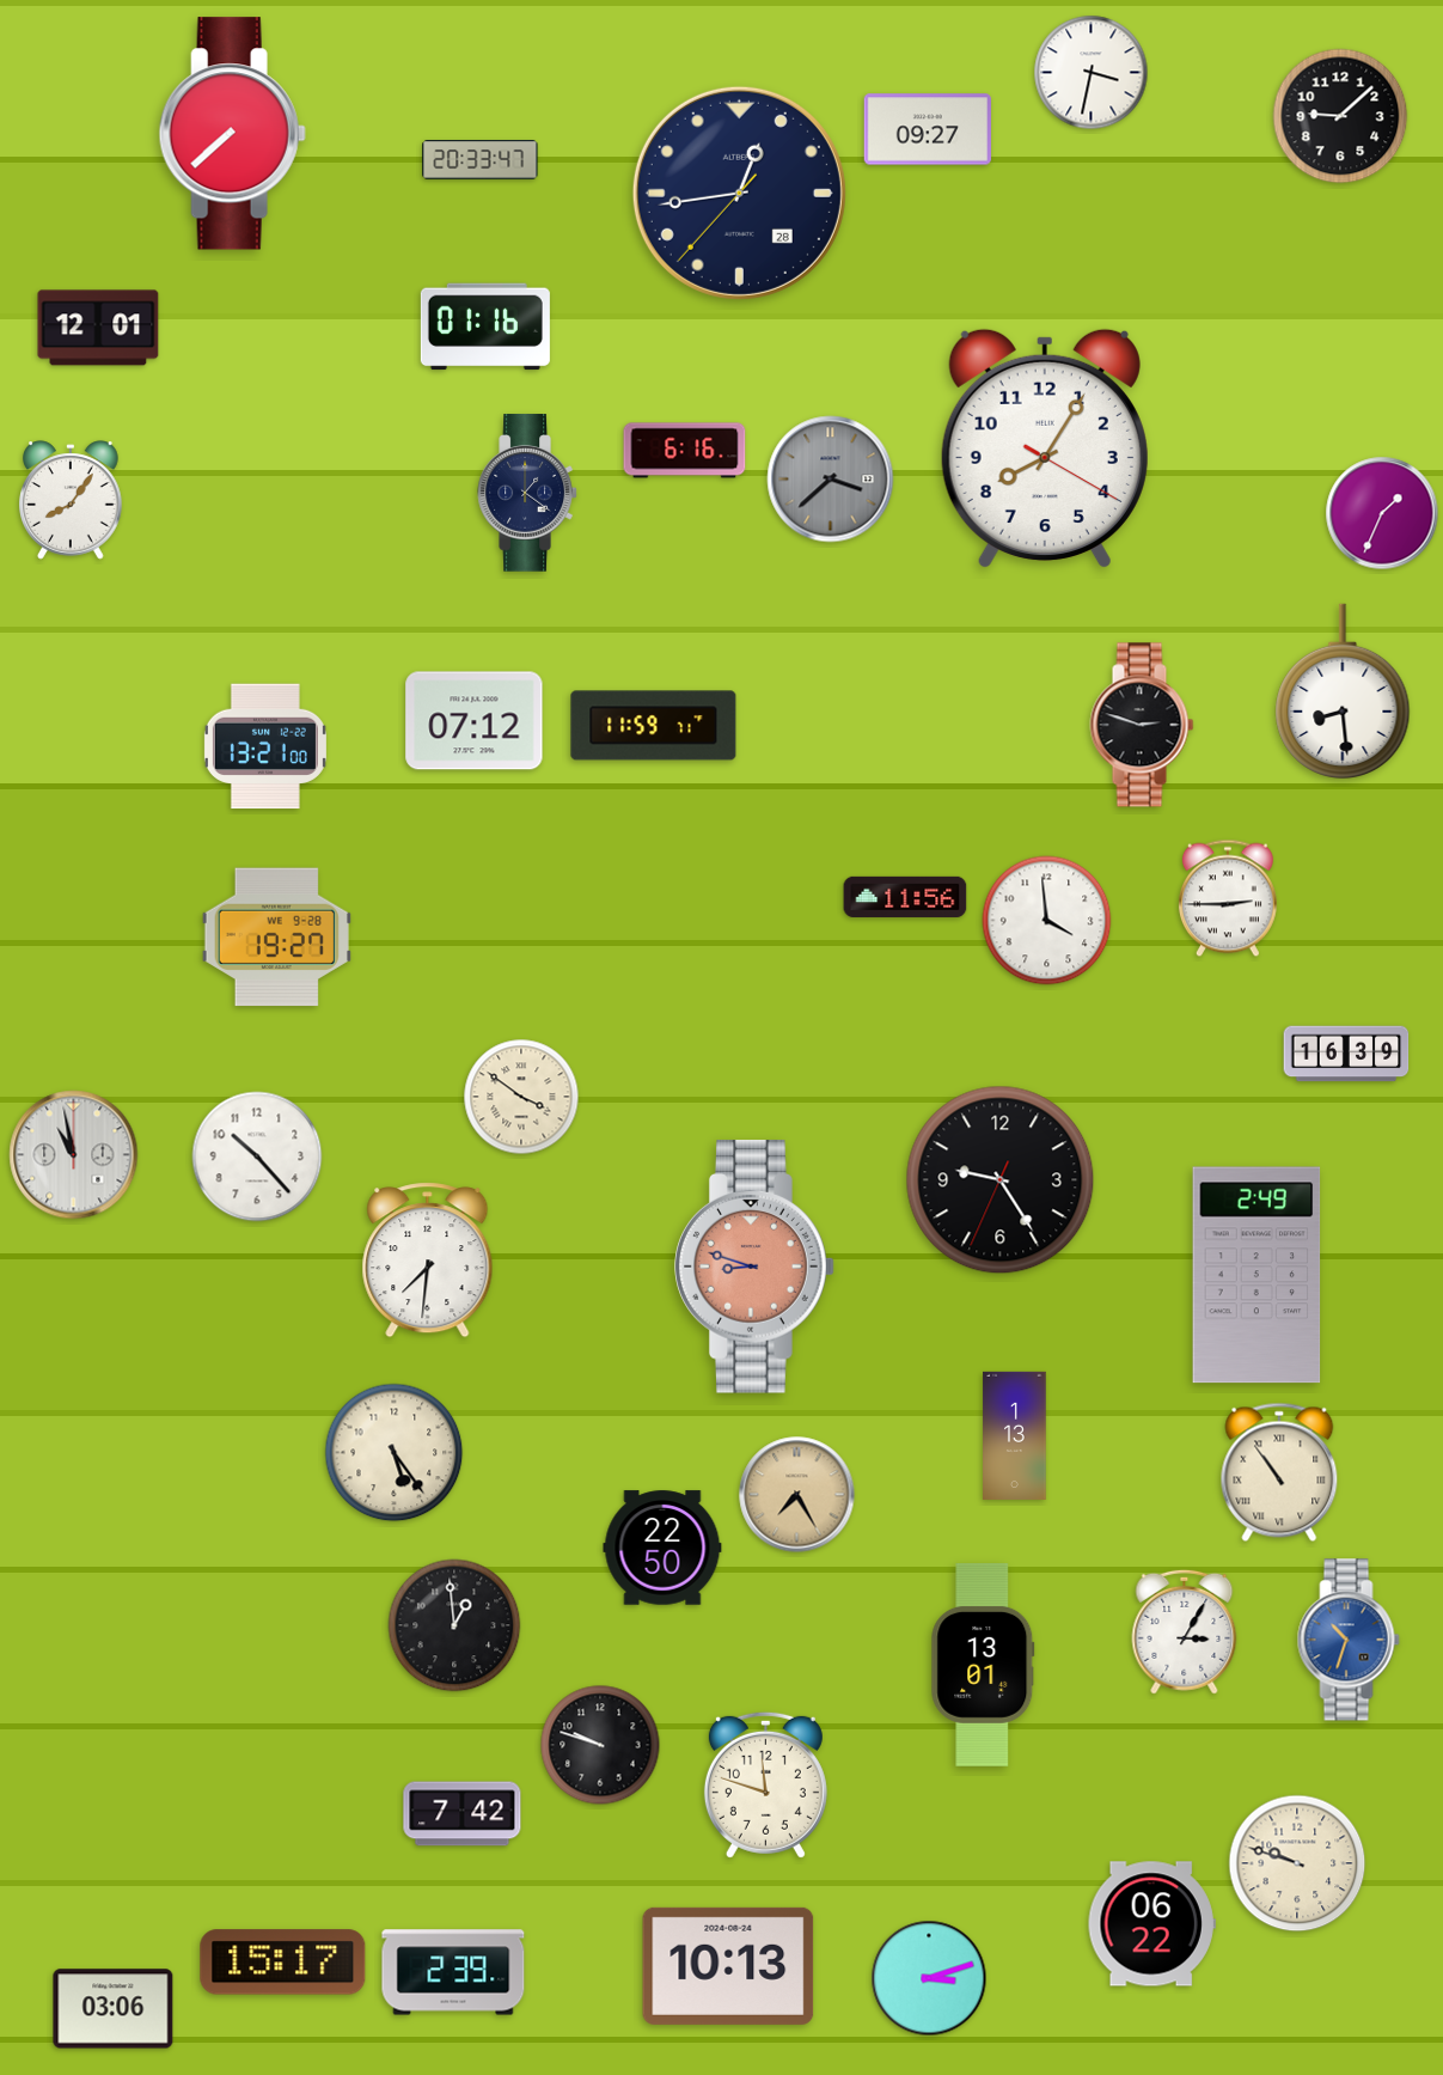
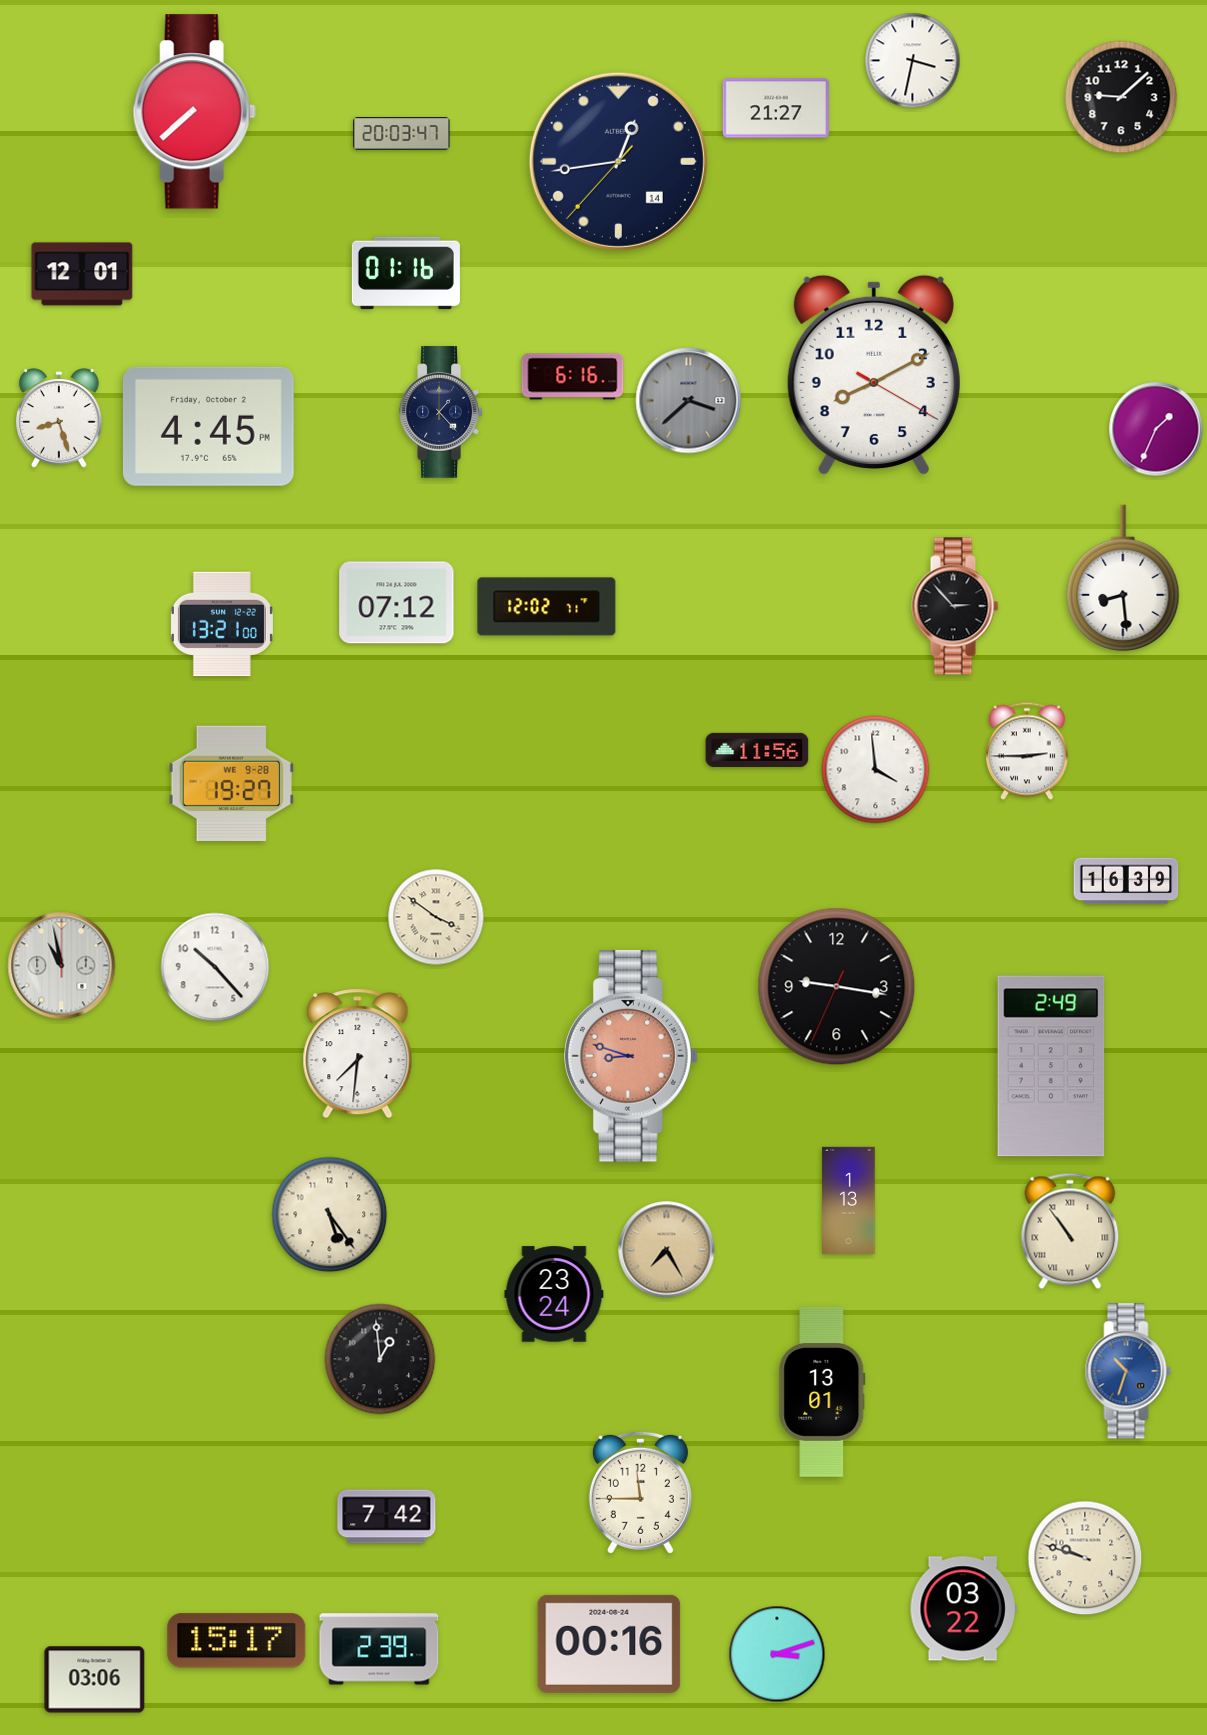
clock at (928, 129): 09:27 -> 21:27
clock at (481, 160): 20:33 -> 20:03
clock at (739, 193) date: 28 -> 14
clock at (1045, 448): 8:05 -> 8:10
clock at (831, 480) position: (831, 480) -> (689, 401)
clock at (527, 493): 1:21 -> 1:23
clock at (72, 500): 8:06 -> 8:27
clock at (208, 426): none -> 4:45
clock at (1142, 725): 2:48 -> 2:53
clock at (654, 726): 11:59 -> 12:02
clock at (1001, 1180): 9:24 -> 9:16
clock at (754, 1267) position: (754, 1267) -> (631, 1056)
clock at (662, 1548): 22:50 -> 23:24
clock at (1185, 1631): 3:05 -> none
clock at (600, 1745): 9:48 -> none
clock at (765, 1784): 11:48 -> 11:45
clock at (1151, 1924): 06:22 -> 03:22
clock at (728, 1966): 10:13 -> 00:16
